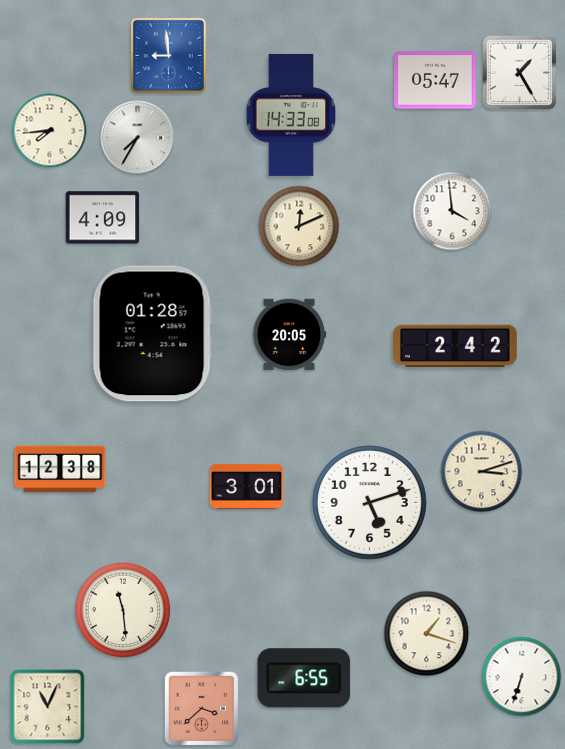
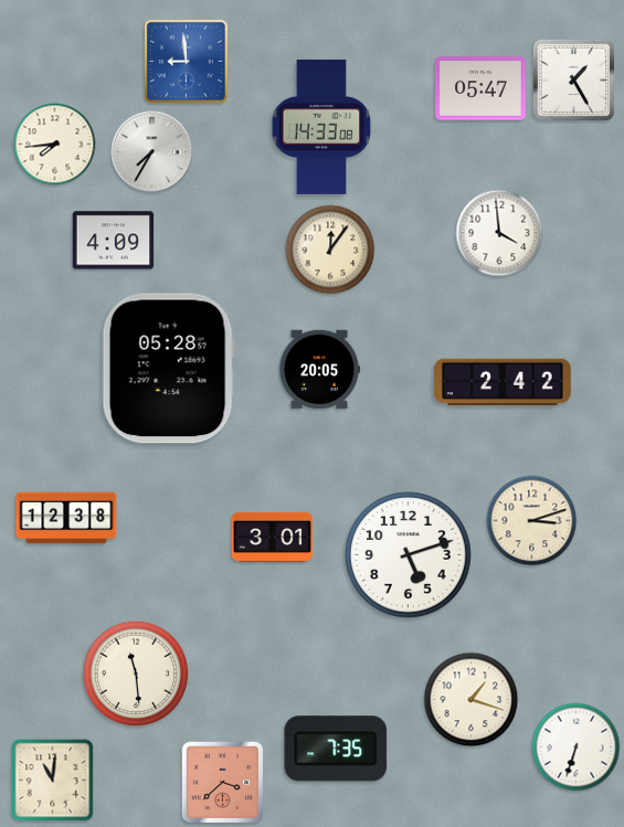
clock at (299, 226): 12:11 -> 12:06
clock at (152, 334): 01:28 -> 05:28
clock at (304, 678): 6:55 -> 7:35
clock at (48, 707): 11:04 -> 11:01
